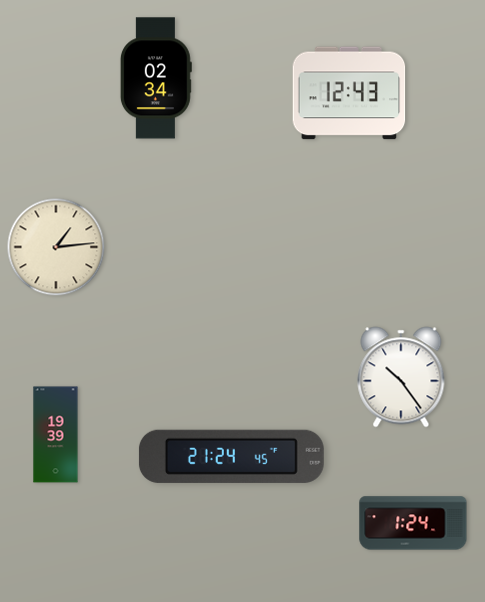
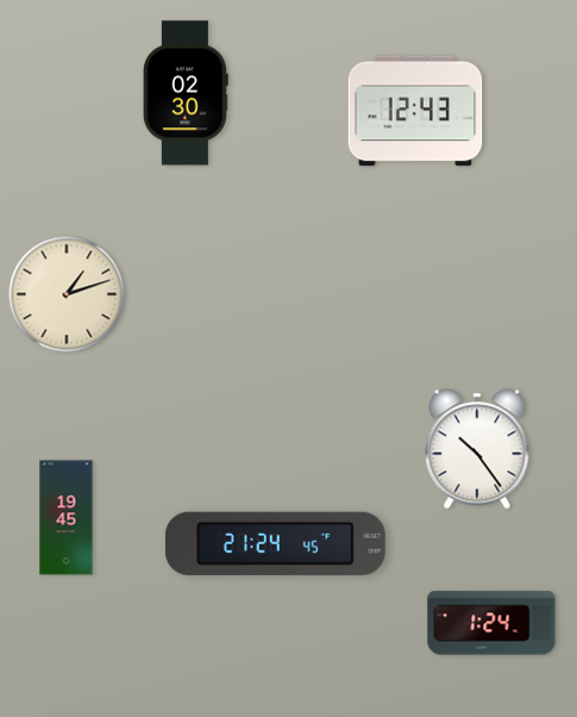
clock at (156, 78): 02:34 -> 02:30
clock at (56, 247): 1:14 -> 1:12
clock at (56, 435): 19:39 -> 19:45
